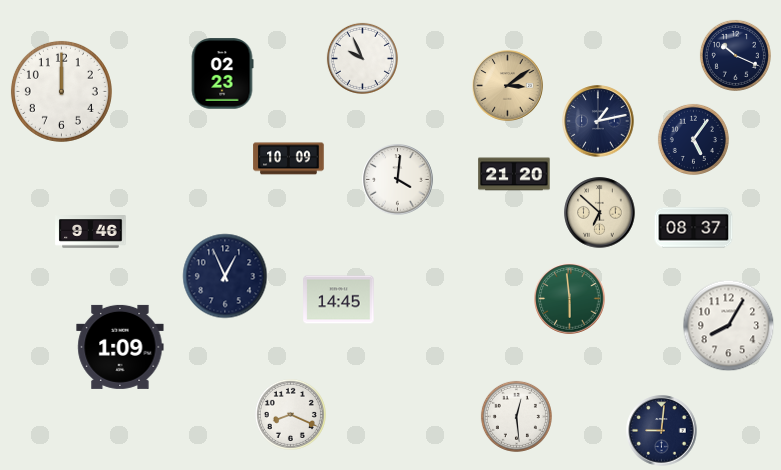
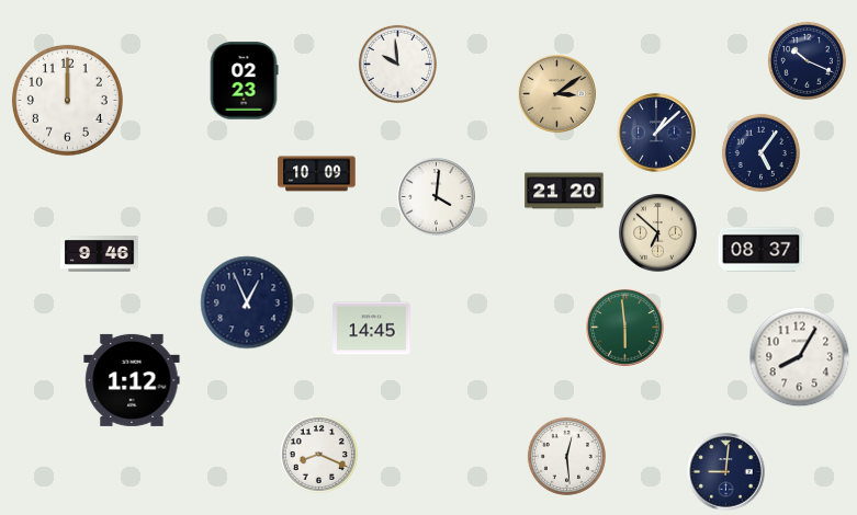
clock at (362, 58): 9:56 -> 9:59
clock at (598, 121): 1:13 -> 1:08
clock at (120, 347): 1:09 -> 1:12
